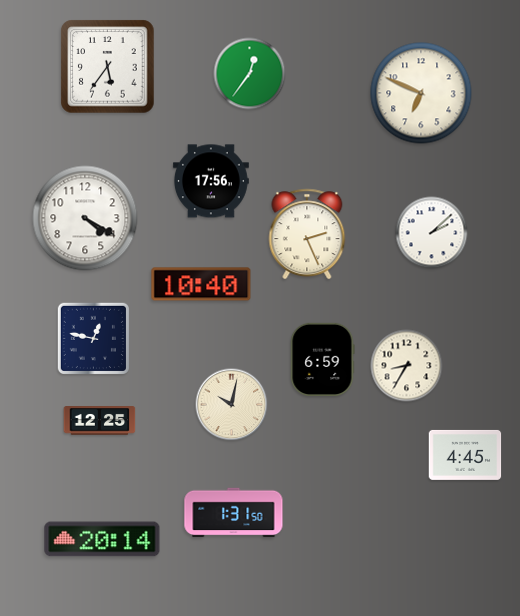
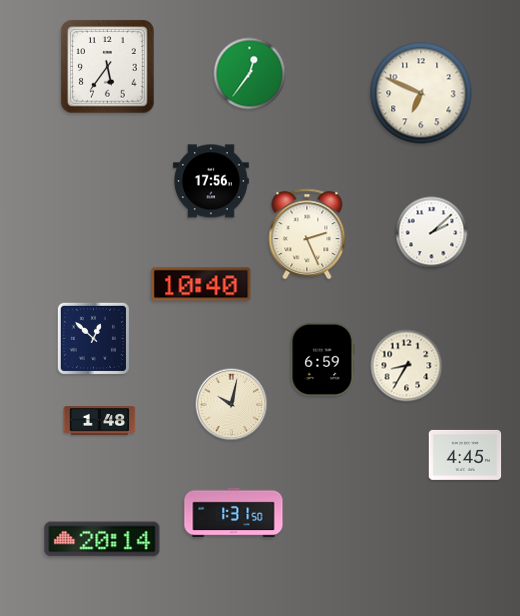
clock at (85, 218): 4:20 -> none
clock at (93, 338): 12:47 -> 12:52
clock at (100, 421): 12:25 -> 1:48
